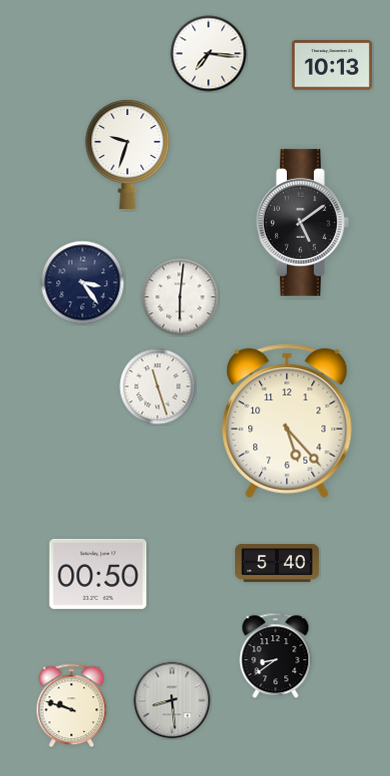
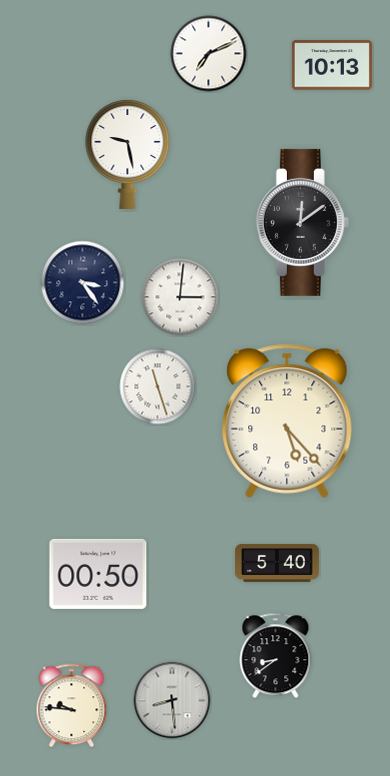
clock at (209, 54): 7:16 -> 7:11
clock at (128, 153): 9:33 -> 9:28
clock at (302, 222): 5:09 -> 12:09
clock at (180, 297): 6:01 -> 3:01
clock at (72, 706): 9:48 -> 9:46
